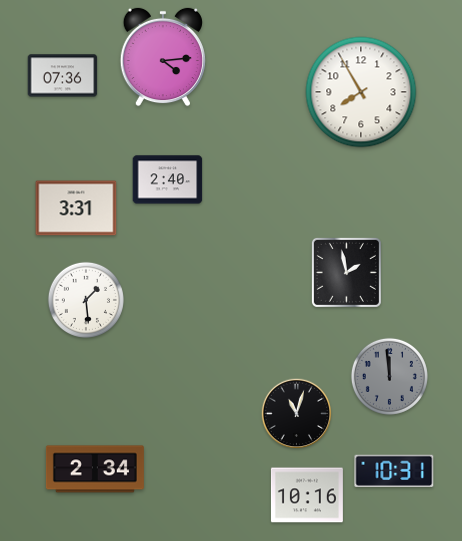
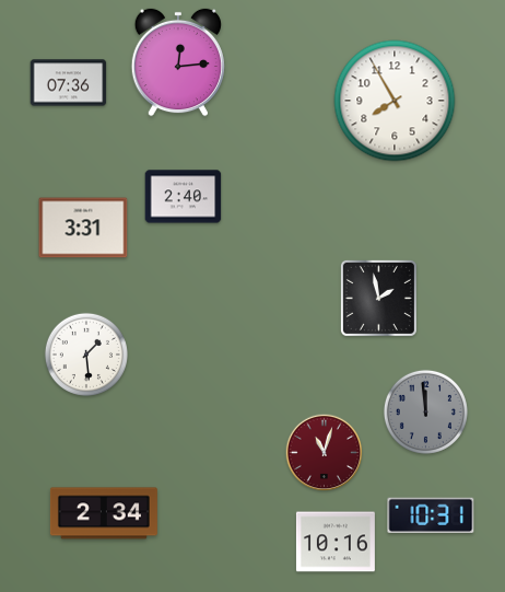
clock at (163, 57): 4:14 -> 12:14
clock at (86, 300) position: (86, 300) -> (86, 355)
clock at (297, 414) dial: black -> burgundy
